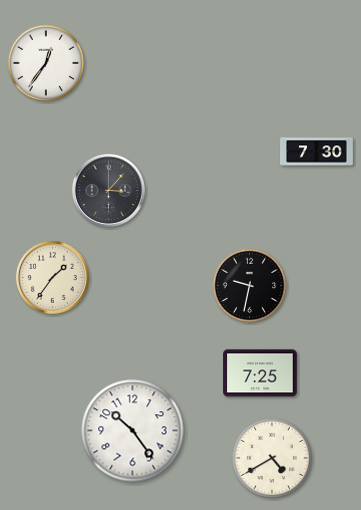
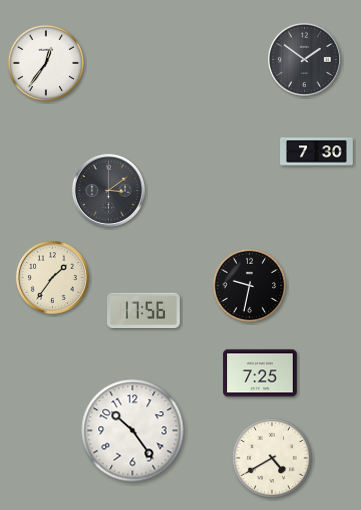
clock at (304, 59): none -> 1:51
clock at (108, 190): 3:07 -> 3:09
clock at (144, 311): none -> 17:56
